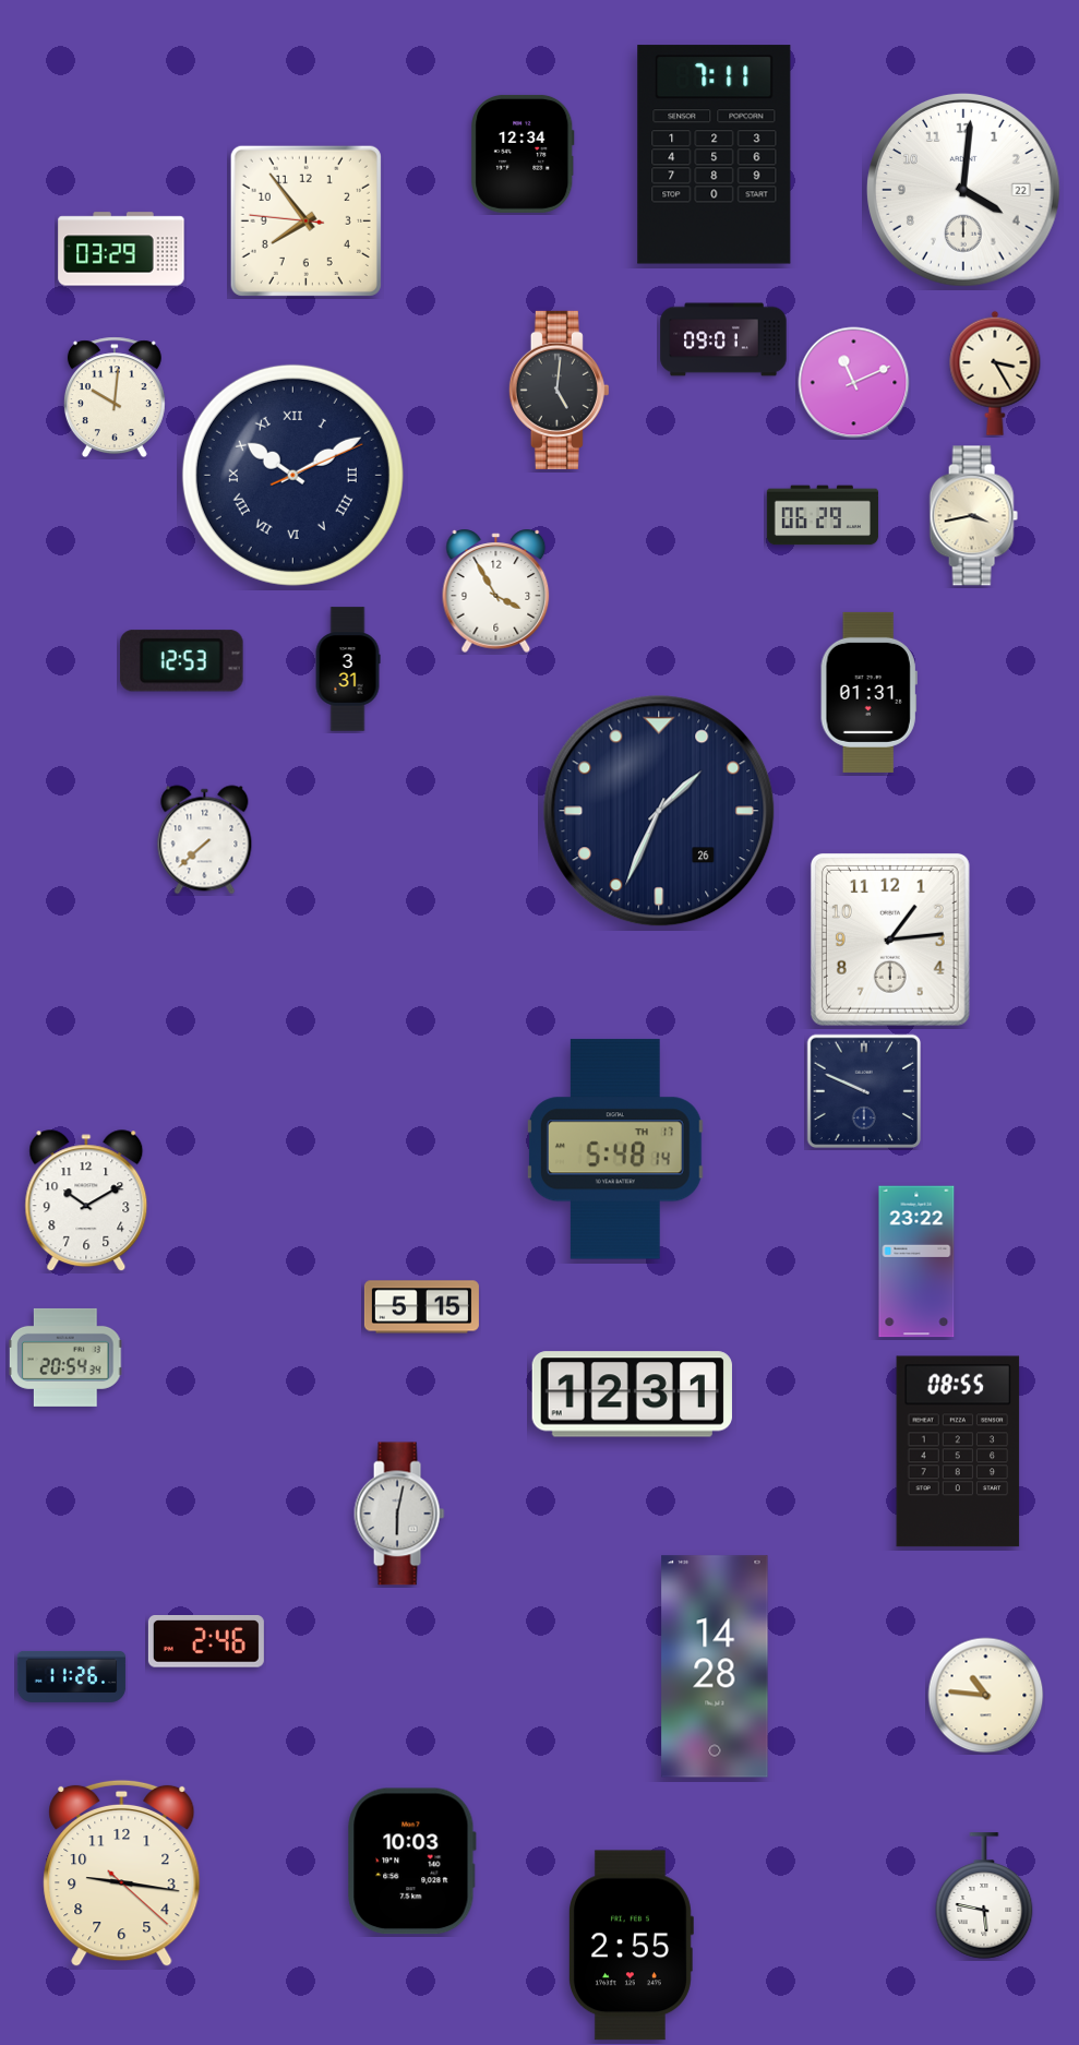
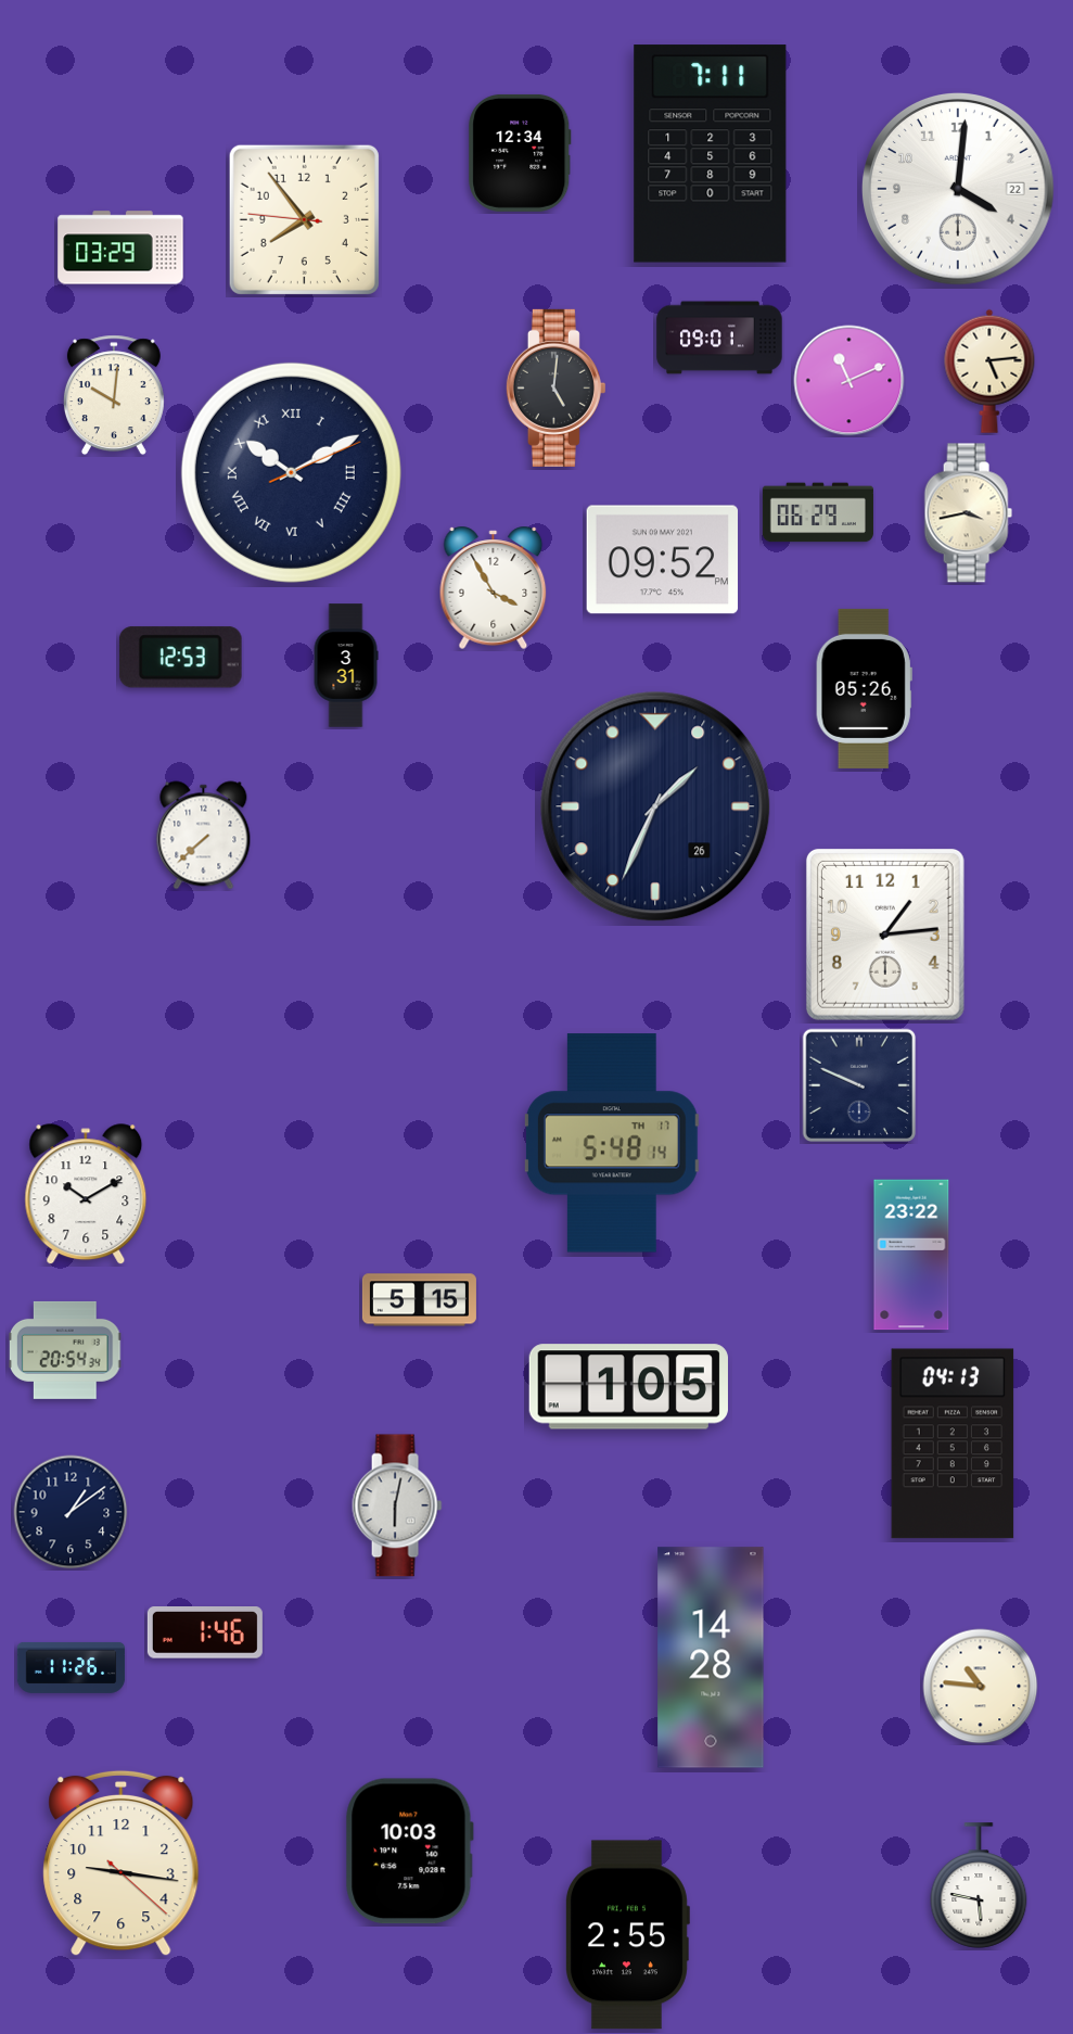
clock at (995, 373): 3:25 -> 5:14
clock at (663, 560): none -> 09:52
clock at (868, 692): 01:31 -> 05:26
clock at (632, 1395): 12:31 -> 1:05
clock at (958, 1451): 08:55 -> 04:13
clock at (71, 1512): none -> 1:09
clock at (206, 1642): 2:46 -> 1:46
